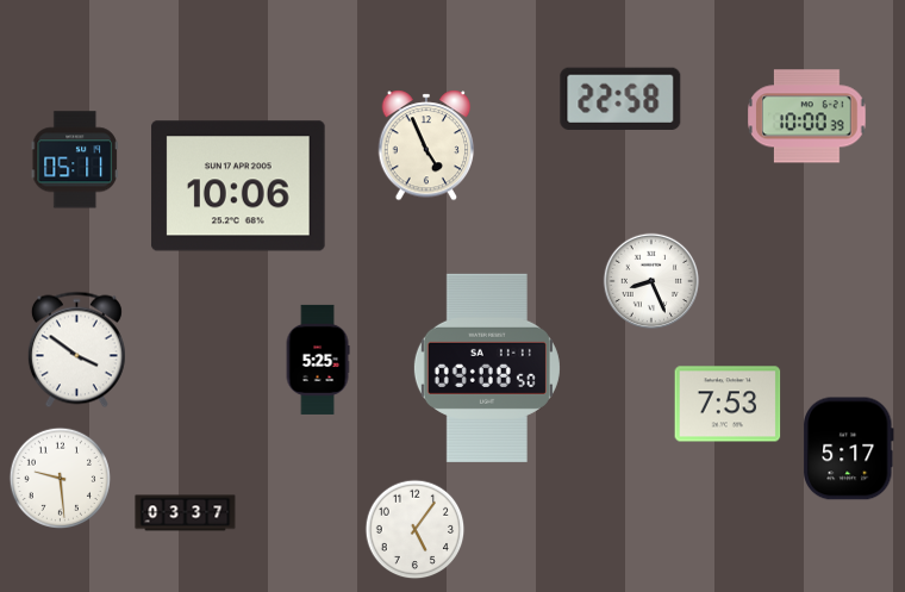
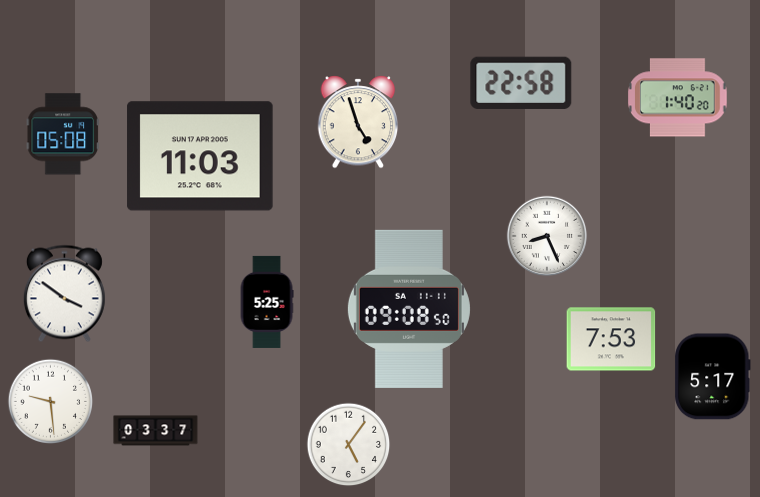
clock at (807, 117): 10:00 -> 1:40
clock at (426, 145): 4:56 -> 4:57
clock at (74, 160): 05:11 -> 05:08
clock at (238, 186): 10:06 -> 11:03
